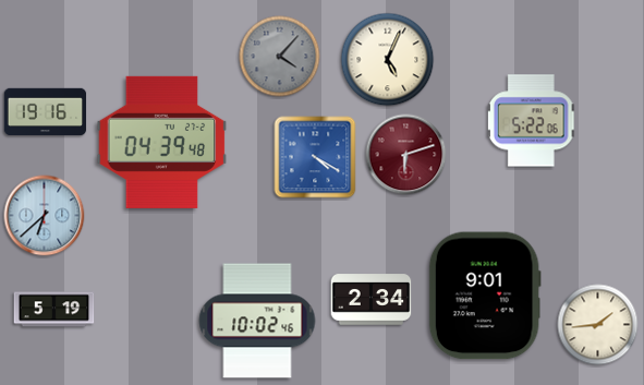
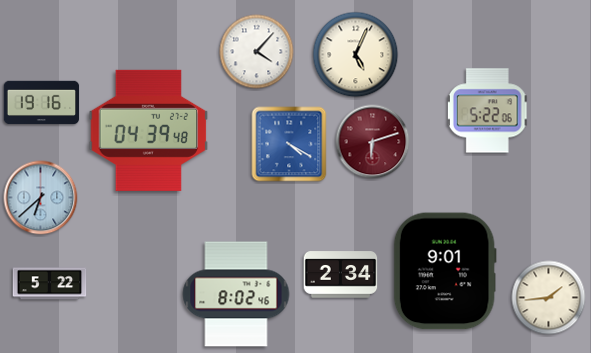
clock at (280, 57) dial: grey -> white
clock at (54, 310): 5:19 -> 5:22
clock at (257, 321): 10:02 -> 8:02
